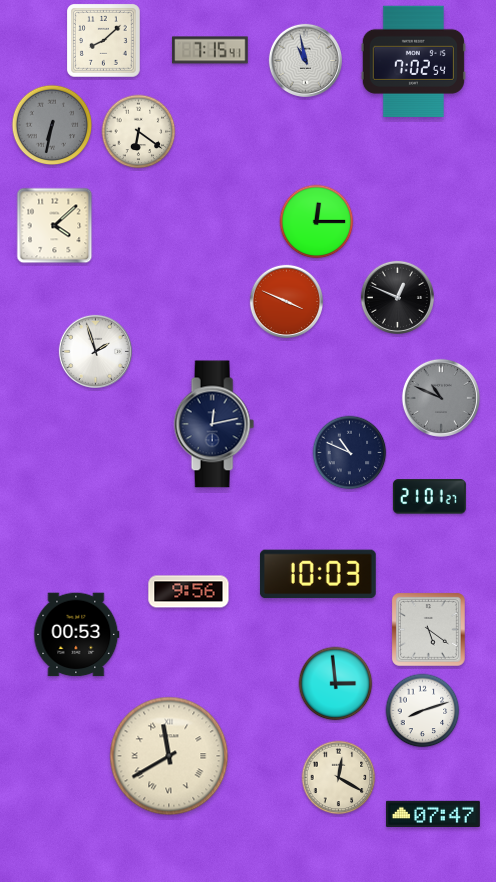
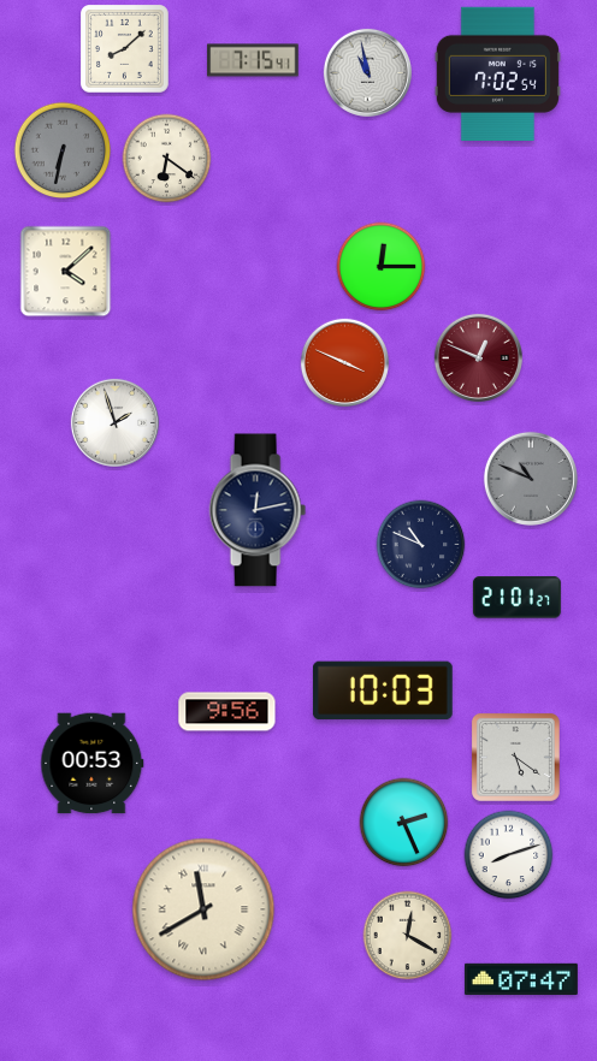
clock at (397, 297) dial: black -> burgundy
clock at (336, 684): 2:59 -> 2:26
